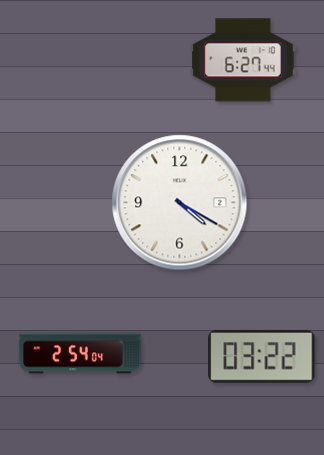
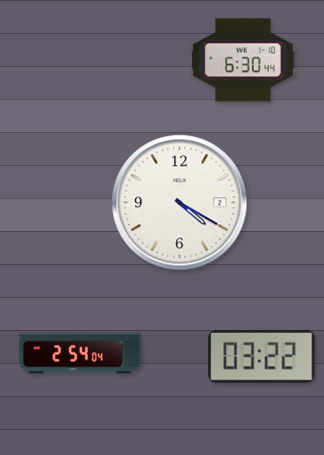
clock at (243, 60): 6:27 -> 6:30
